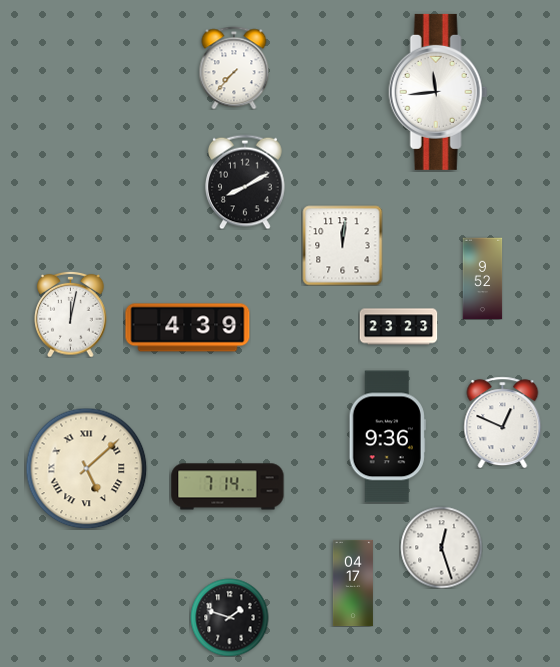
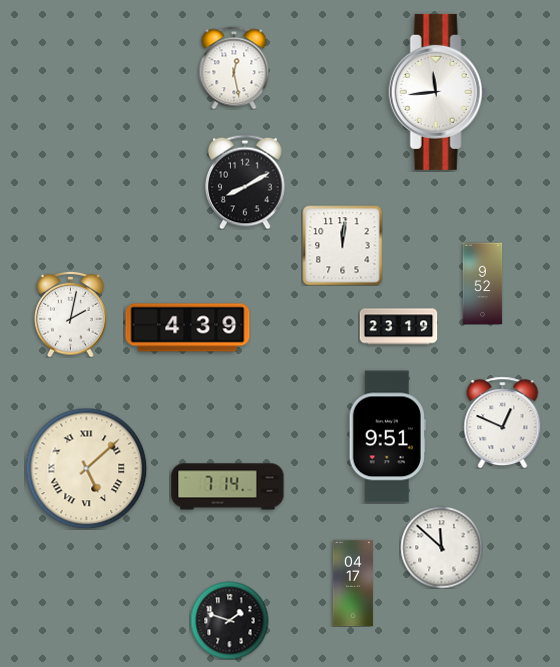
clock at (234, 68): 7:37 -> 12:28
clock at (483, 278) position: (483, 278) -> (483, 283)
clock at (71, 314): 12:02 -> 2:02
clock at (398, 327): 23:23 -> 23:19
clock at (387, 437): 9:36 -> 9:51
clock at (441, 547): 12:27 -> 11:52
clock at (229, 617) position: (229, 617) -> (229, 620)
